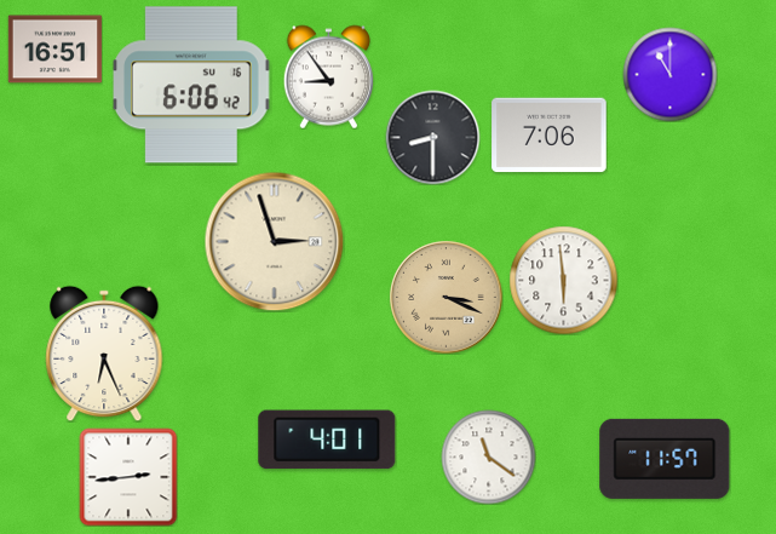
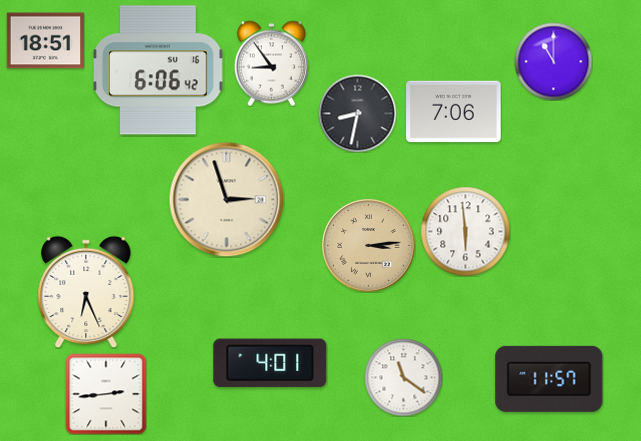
clock at (54, 50): 16:51 -> 18:51
clock at (432, 137): 8:30 -> 8:32
clock at (446, 297): 3:19 -> 3:14
